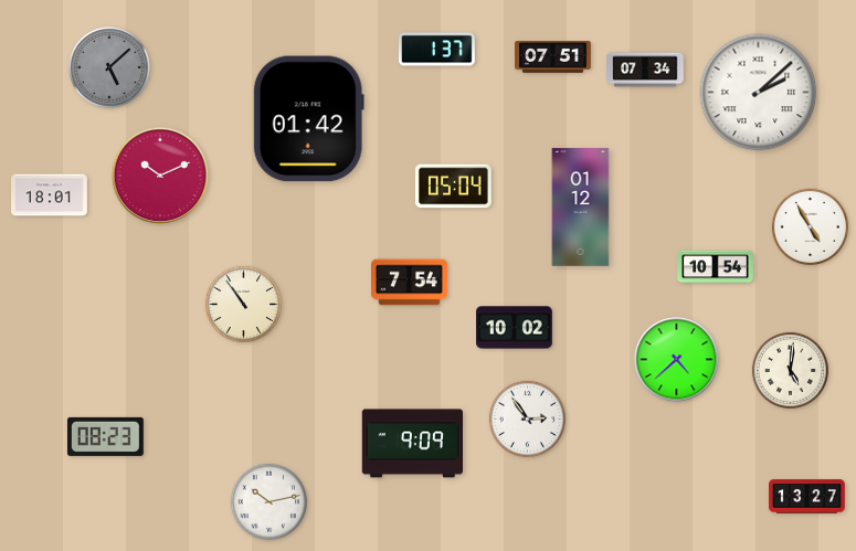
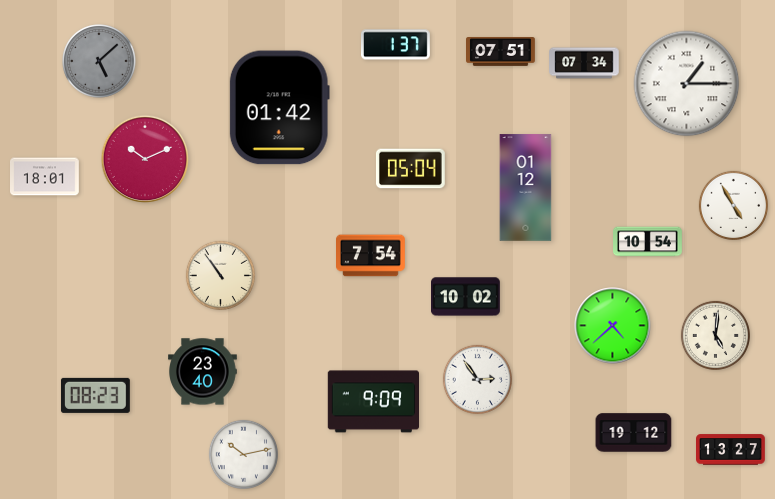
clock at (759, 93): 2:08 -> 1:15
clock at (203, 372): none -> 23:40
clock at (634, 433): none -> 19:12
